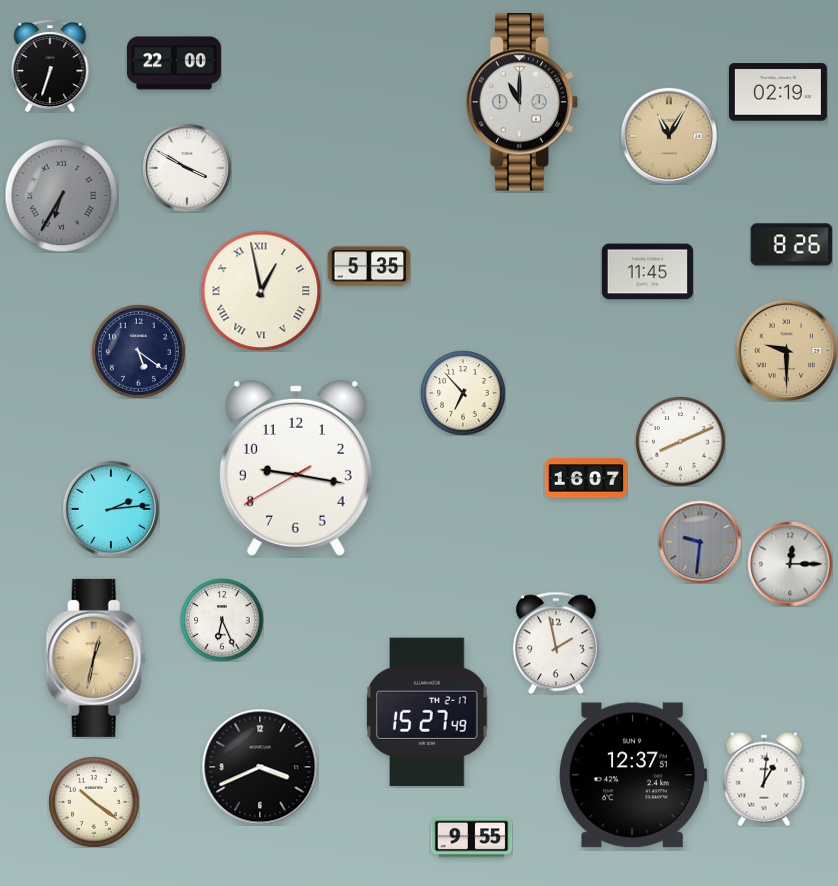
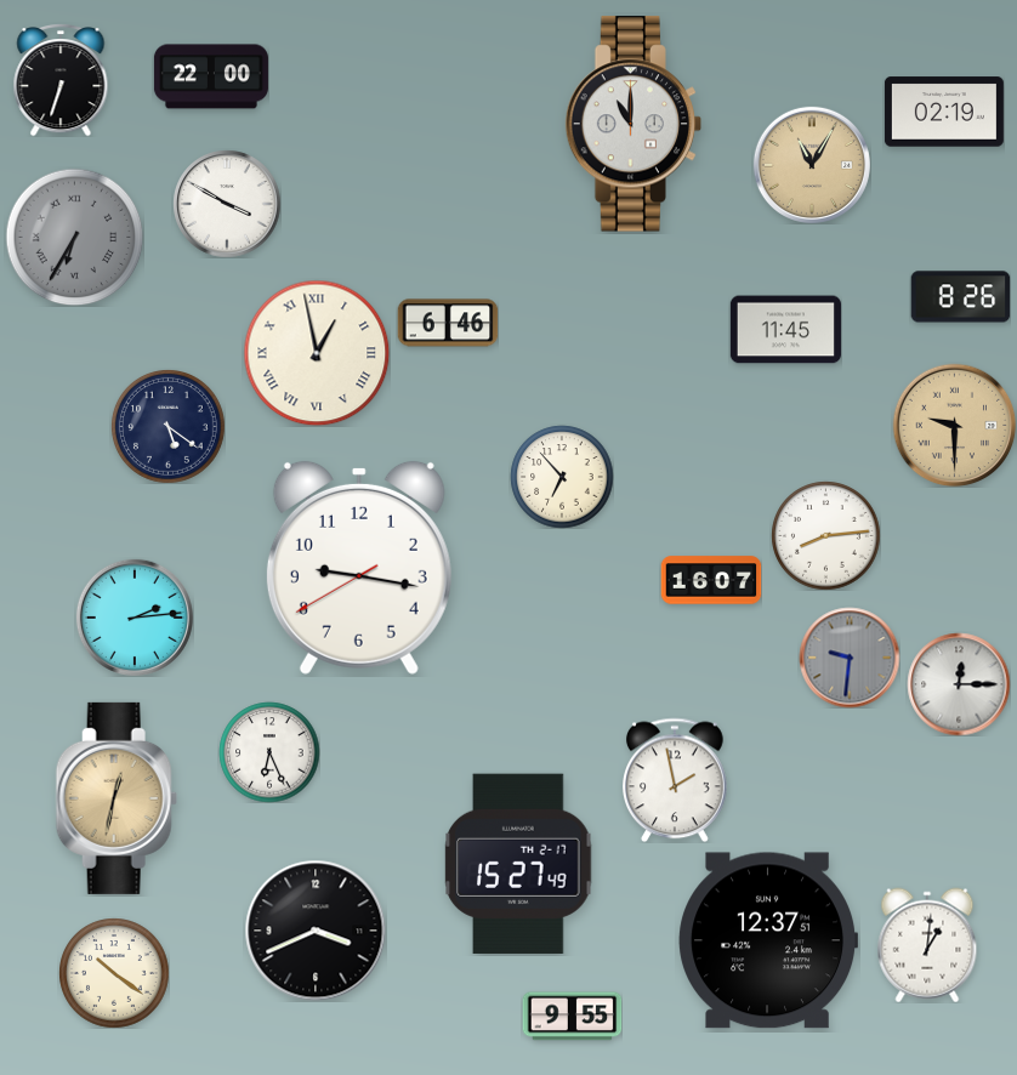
clock at (369, 266): 5:35 -> 6:46
clock at (680, 441): 8:11 -> 8:14
